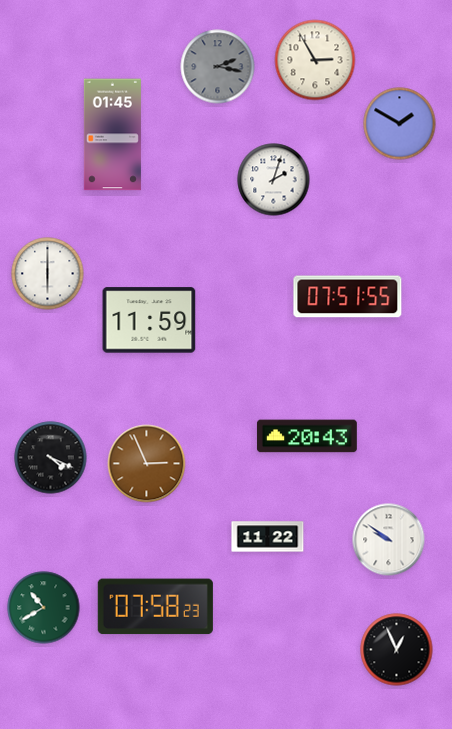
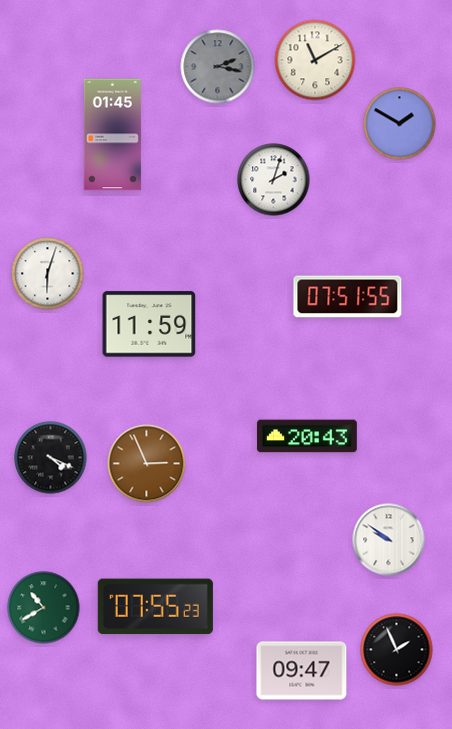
clock at (315, 60): 2:55 -> 11:10
clock at (48, 274): 6:00 -> 6:03
clock at (149, 320) position: (149, 320) -> (149, 324)
clock at (268, 537): 11:22 -> none
clock at (155, 607): 07:58 -> 07:55
clock at (397, 650): 12:56 -> 1:56
clock at (302, 671): none -> 09:47
